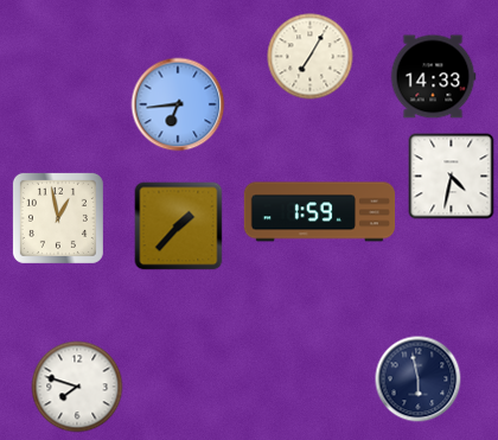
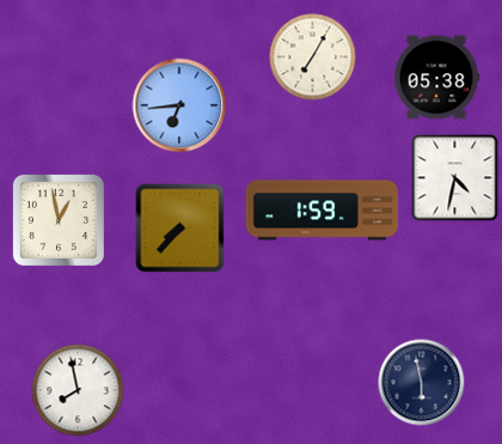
clock at (433, 77): 14:33 -> 05:38
clock at (320, 212) position: (320, 212) -> (323, 211)
clock at (179, 227): 1:37 -> 7:37
clock at (77, 387): 7:48 -> 7:58
